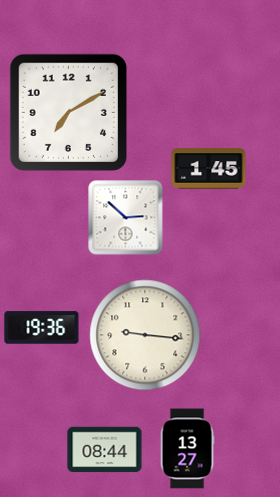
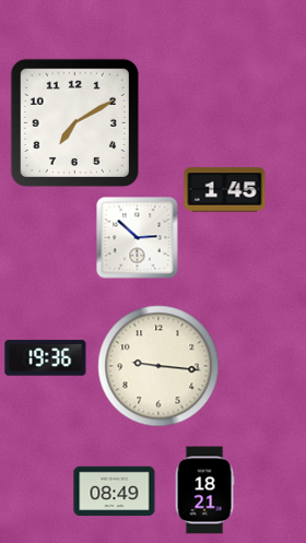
clock at (209, 169) position: (209, 169) -> (225, 190)
clock at (187, 449): 13:27 -> 18:21
clock at (105, 450): 08:44 -> 08:49
